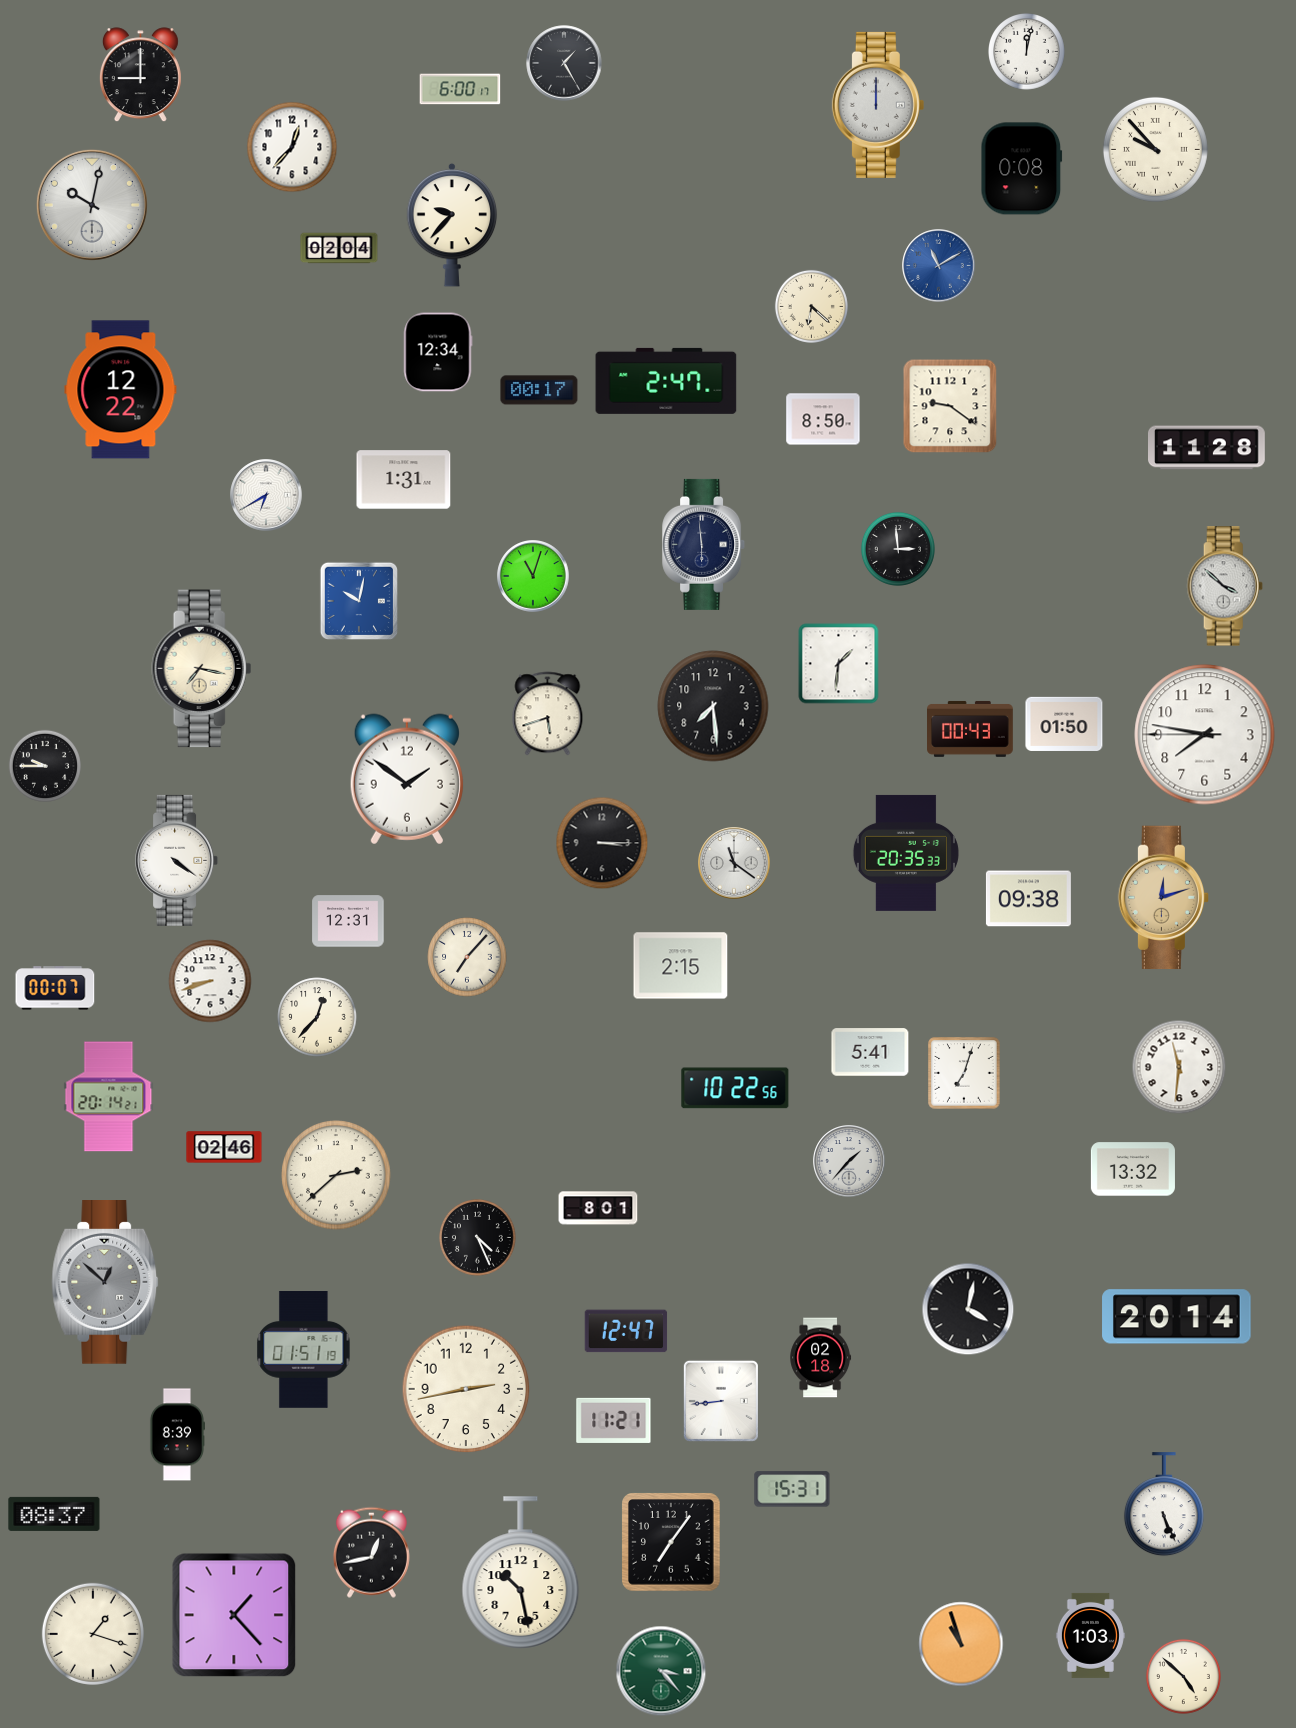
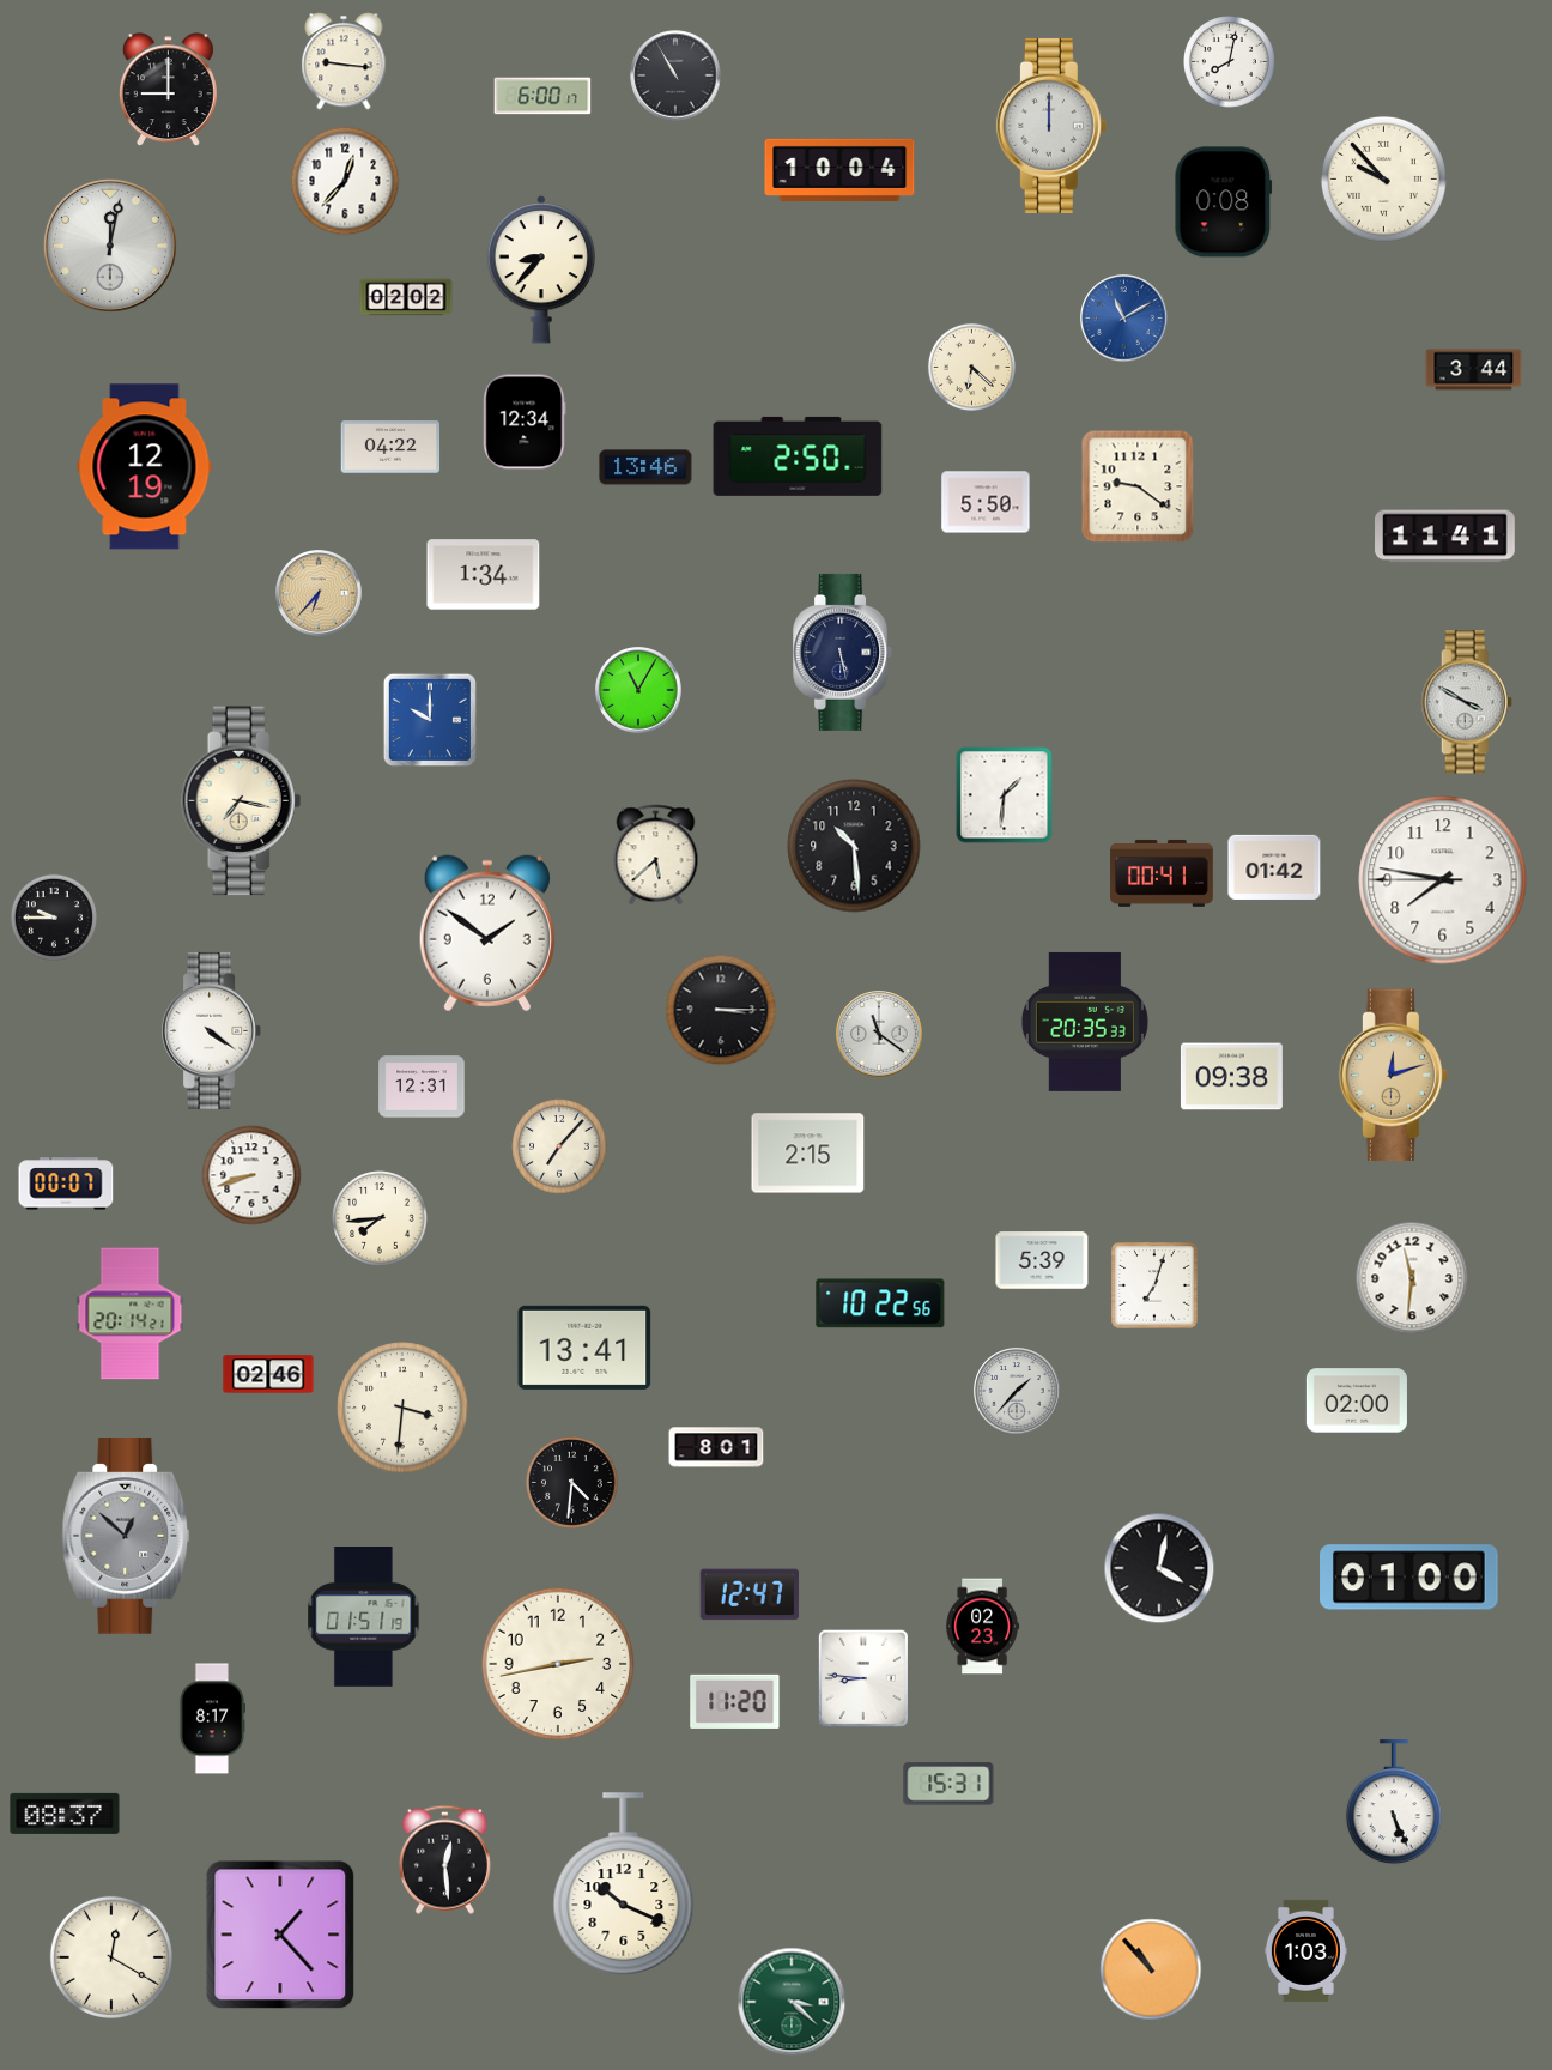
clock at (344, 61): none -> 9:16
clock at (1027, 52): 12:02 -> 8:02
clock at (564, 63): 1:25 -> 10:55
clock at (460, 89) position: (460, 89) -> (542, 96)
clock at (839, 170): none -> 10:04
clock at (292, 147) position: (292, 147) -> (345, 181)
clock at (92, 205): 10:02 -> 12:02
clock at (452, 225): 9:37 -> 8:37
clock at (339, 248): 02:04 -> 02:02
clock at (1474, 370): none -> 3:44
clock at (390, 447): none -> 04:22
clock at (666, 381): 2:47 -> 2:50
clock at (121, 390): 12:22 -> 12:19
clock at (539, 390): 00:17 -> 13:46
clock at (823, 419): 8:50 -> 5:50
clock at (1207, 448): 11:28 -> 11:41
clock at (404, 480): 1:31 -> 1:34
clock at (266, 495): 6:40 -> 6:37
clock at (266, 495) dial: white -> champagne
clock at (704, 544): 5:59 -> 5:28
clock at (898, 549): 2:59 -> none
clock at (533, 576): 11:03 -> 11:05
clock at (1225, 586): 3:52 -> 3:50
clock at (358, 600): 10:02 -> 10:00
clock at (713, 706): 7:29 -> 10:29
clock at (548, 714): 5:42 -> 5:38
clock at (1064, 724): 01:50 -> 01:42
clock at (971, 729): 00:43 -> 00:41
clock at (348, 921) position: (348, 921) -> (422, 1087)
clock at (681, 966) position: (681, 966) -> (808, 1154)
clock at (317, 1017): 12:37 -> 7:44
clock at (870, 1052): 5:41 -> 5:39
clock at (584, 1348): none -> 13:41
clock at (1133, 1169): 13:32 -> 02:00
clock at (336, 1175): 2:38 -> 3:31
clock at (478, 1238): 4:26 -> 4:31
clock at (1177, 1317): 20:14 -> 01:00
clock at (821, 1358): 02:18 -> 02:23
clock at (721, 1401): 8:44 -> 8:46
clock at (614, 1420): 11:21 -> 11:20
clock at (176, 1435): 8:39 -> 8:17
clock at (671, 1542): 7:06 -> none
clock at (371, 1552): 12:43 -> 12:29
clock at (521, 1573): 10:28 -> 10:19
clock at (93, 1634): 1:18 -> 12:20
clock at (1090, 1635) position: (1090, 1635) -> (1305, 1950)
clock at (961, 1644): 10:57 -> 10:53
clock at (661, 1671): 3:23 -> 3:22
clock at (1183, 1676): 4:52 -> none
